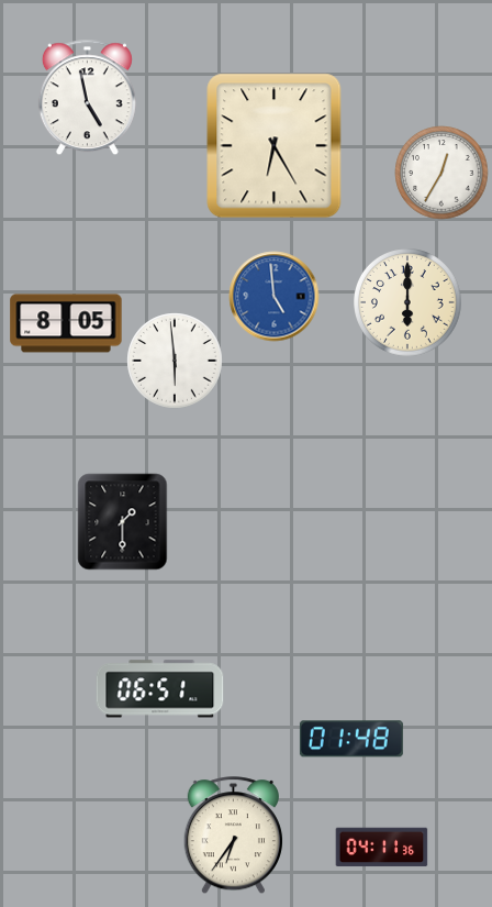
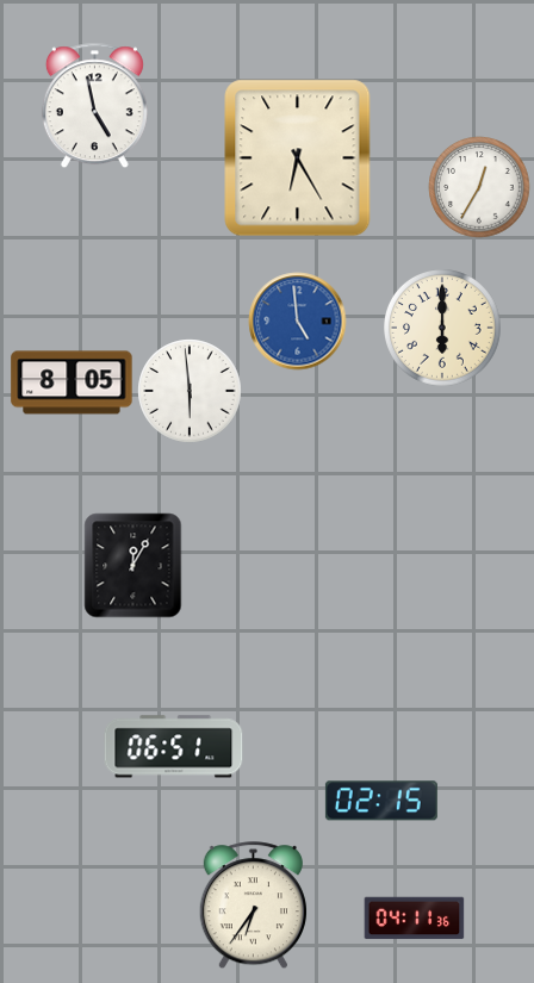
clock at (66, 323) position: (66, 323) -> (72, 382)
clock at (123, 522): 1:30 -> 12:05
clock at (351, 739): 01:48 -> 02:15
